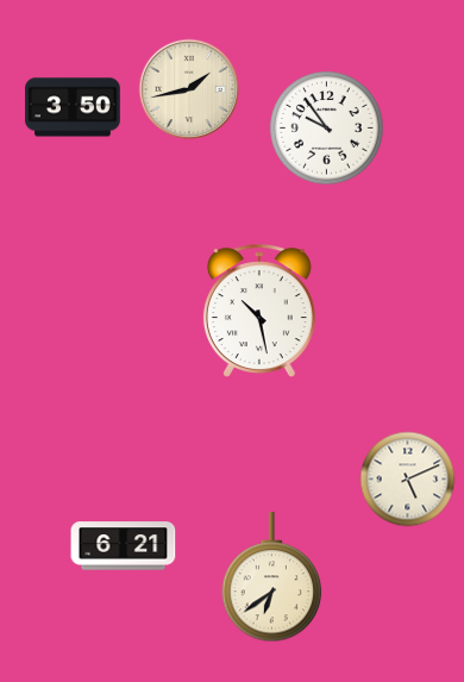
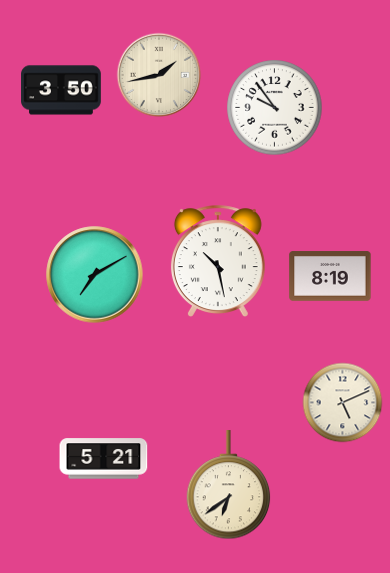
clock at (95, 275): none -> 7:10
clock at (330, 276): none -> 8:19
clock at (124, 546): 6:21 -> 5:21
